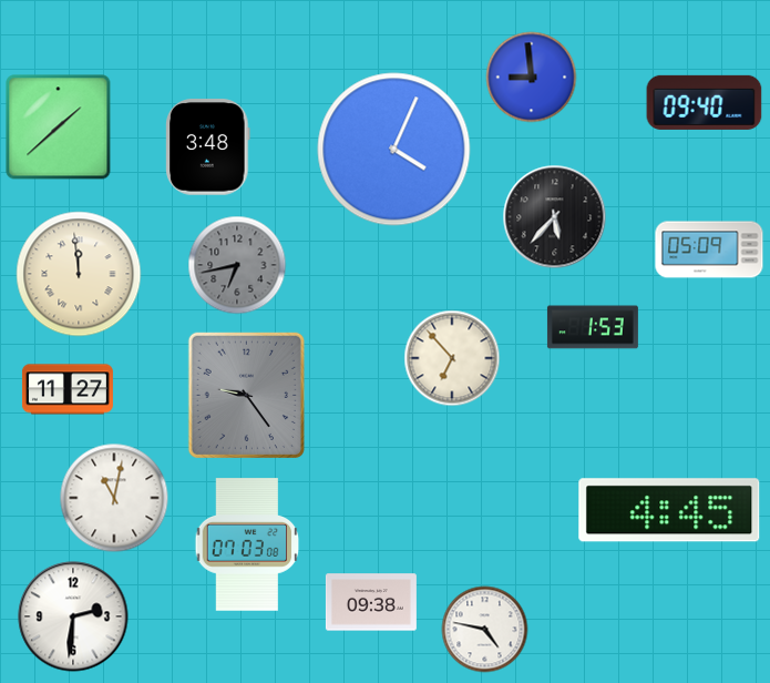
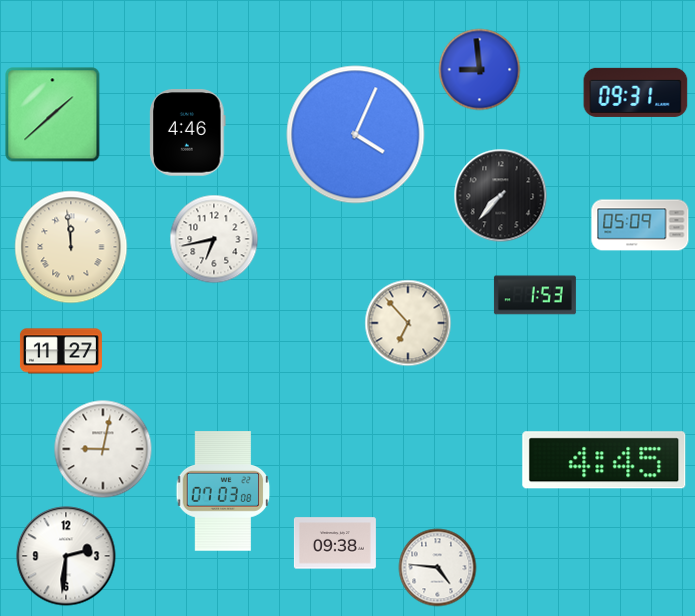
clock at (705, 102): 09:40 -> 09:31
clock at (208, 147): 3:48 -> 4:46
clock at (555, 217): 5:37 -> 7:37
clock at (237, 265) dial: grey -> white
clock at (246, 395): 9:24 -> none
clock at (114, 498): 11:02 -> 9:02
clock at (485, 630): 4:47 -> 4:46
